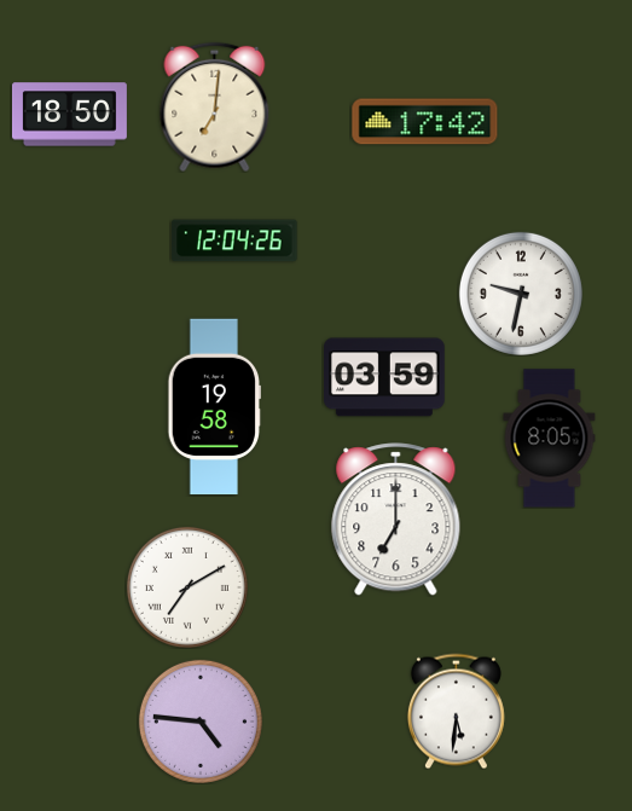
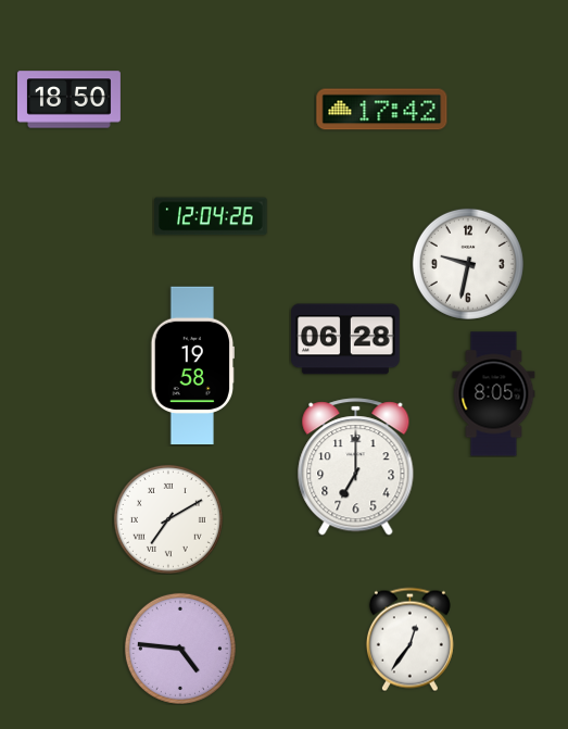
clock at (215, 106): 7:01 -> none
clock at (69, 115) position: (69, 115) -> (68, 100)
clock at (384, 377): 03:59 -> 06:28
clock at (187, 587) position: (187, 587) -> (168, 519)
clock at (456, 711): 5:31 -> 12:36
